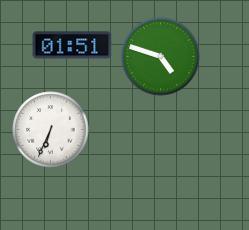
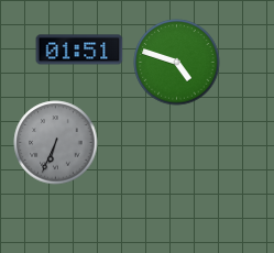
clock at (51, 130) dial: white -> grey
